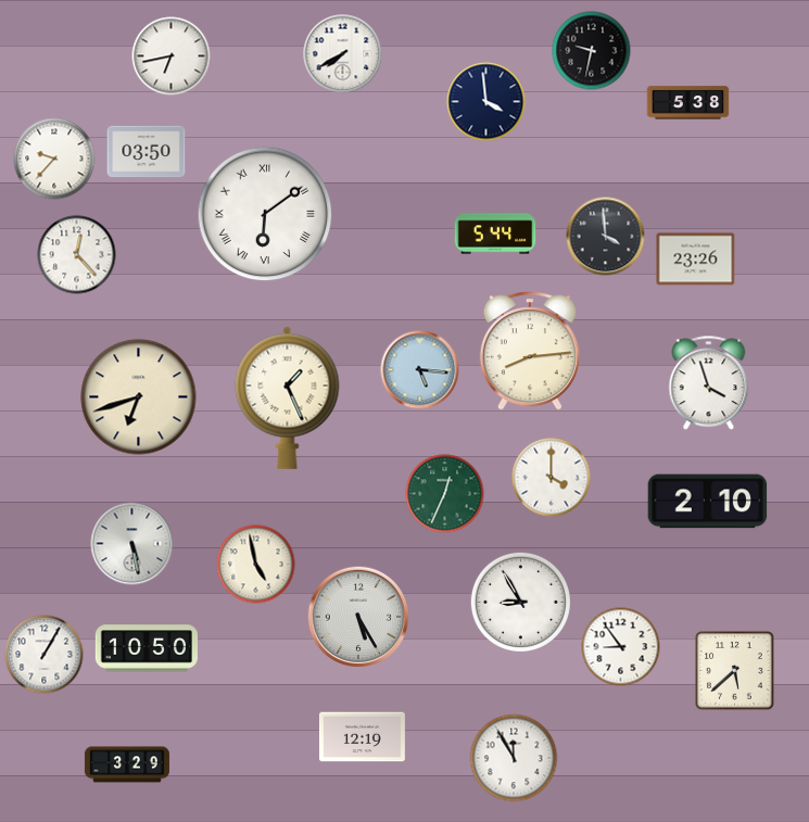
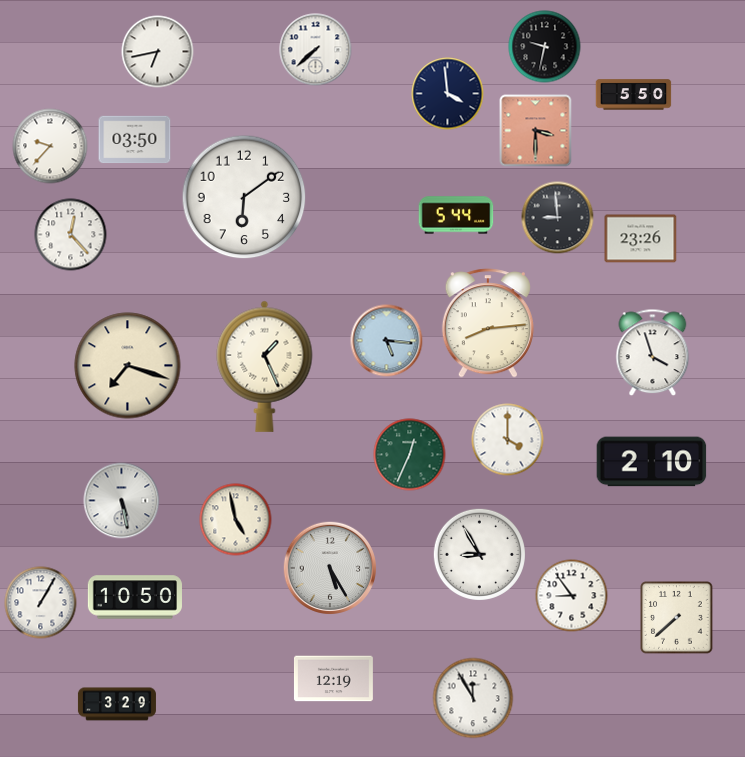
clock at (343, 54): 7:40 -> 7:38
clock at (688, 103): 5:38 -> 5:50
clock at (536, 131): none -> 3:30
clock at (265, 214) numerals: Roman -> Arabic
clock at (606, 237): 3:59 -> 8:59
clock at (139, 397): 6:42 -> 7:18
clock at (735, 671): 5:38 -> 7:38
